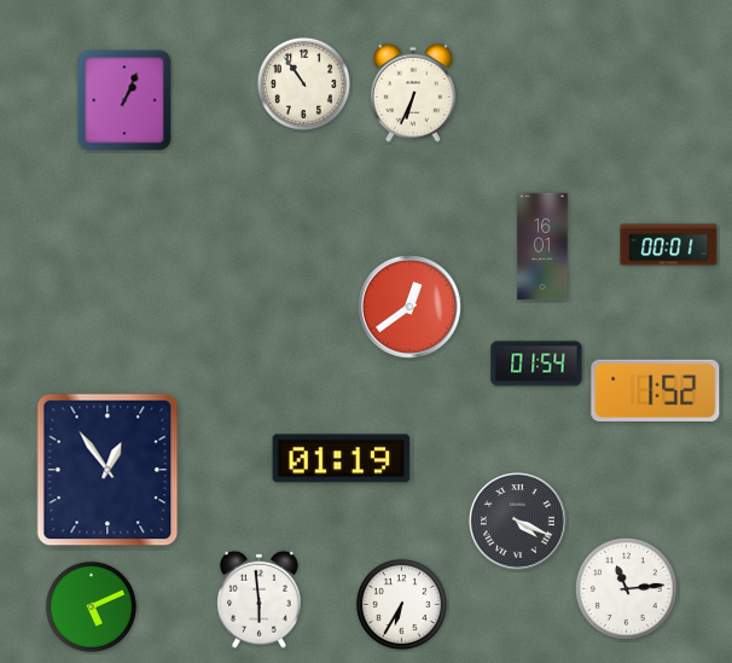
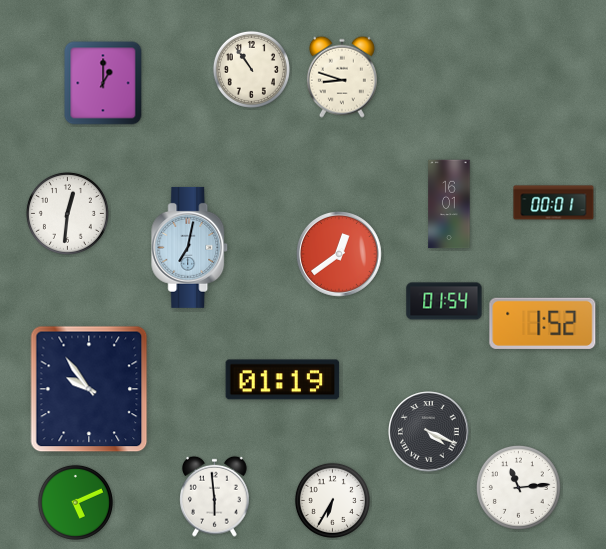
clock at (413, 93): 6:34 -> 8:48
clock at (124, 100): 1:04 -> 1:00
clock at (67, 213): none -> 12:31
clock at (190, 247): none -> 7:02
clock at (108, 470): 12:54 -> 9:54
